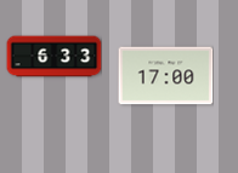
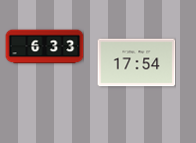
clock at (165, 76): 17:00 -> 17:54
